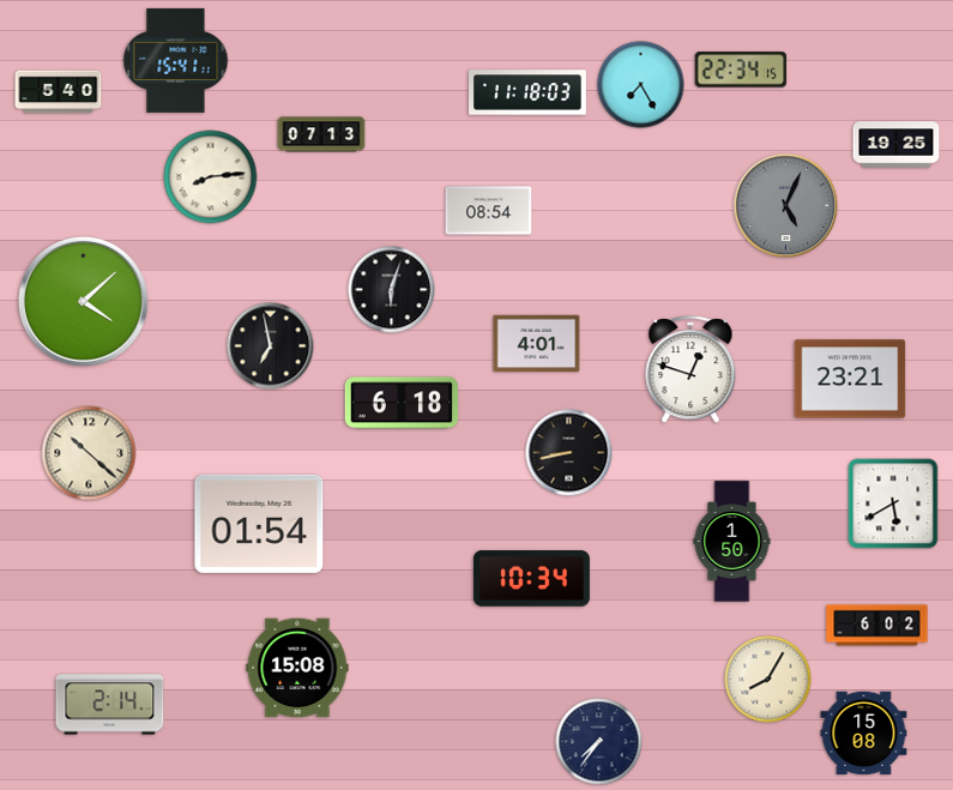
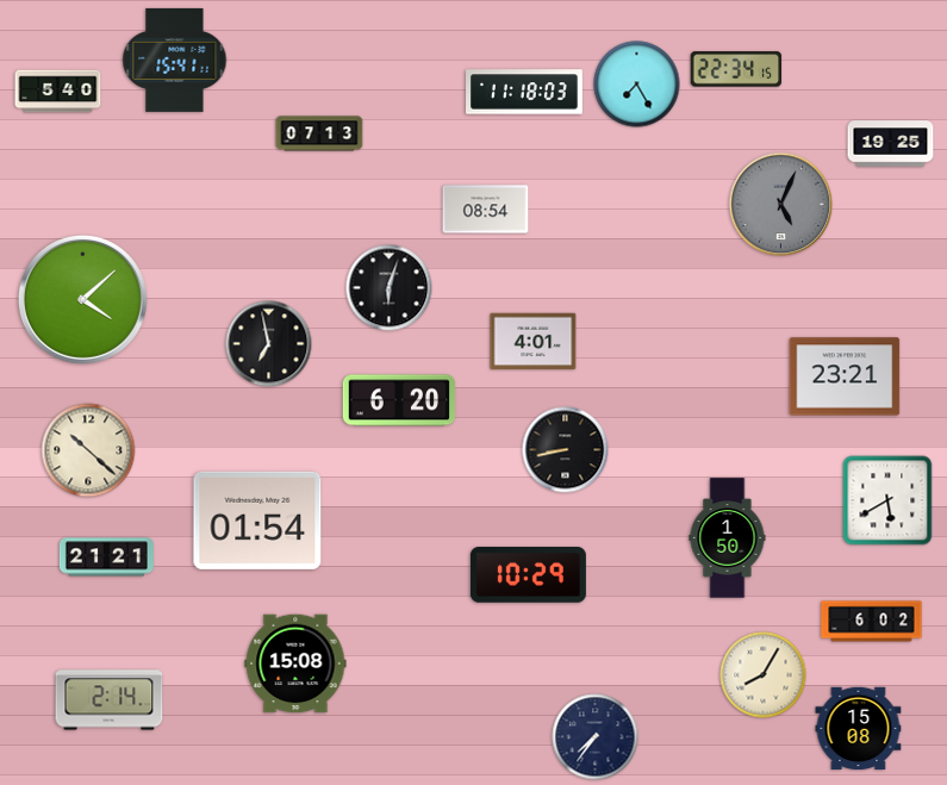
clock at (211, 177): 8:14 -> none
clock at (690, 370): 12:48 -> none
clock at (402, 403): 6:18 -> 6:20
clock at (106, 557): none -> 21:21
clock at (531, 579): 10:34 -> 10:29
